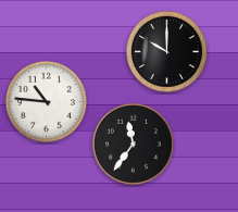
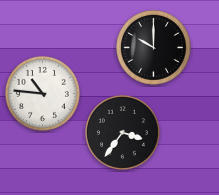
clock at (133, 144): 11:36 -> 3:36
